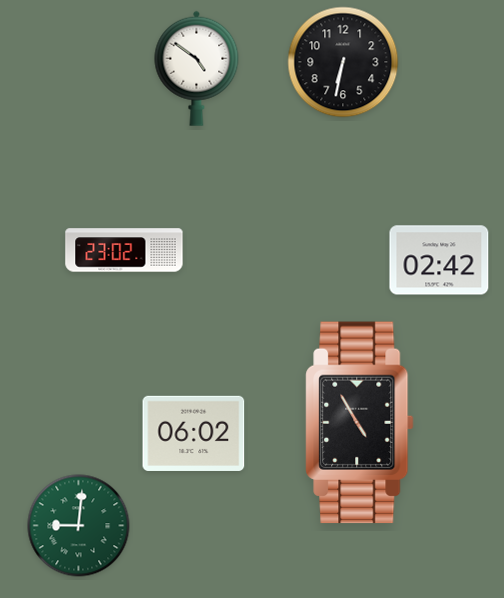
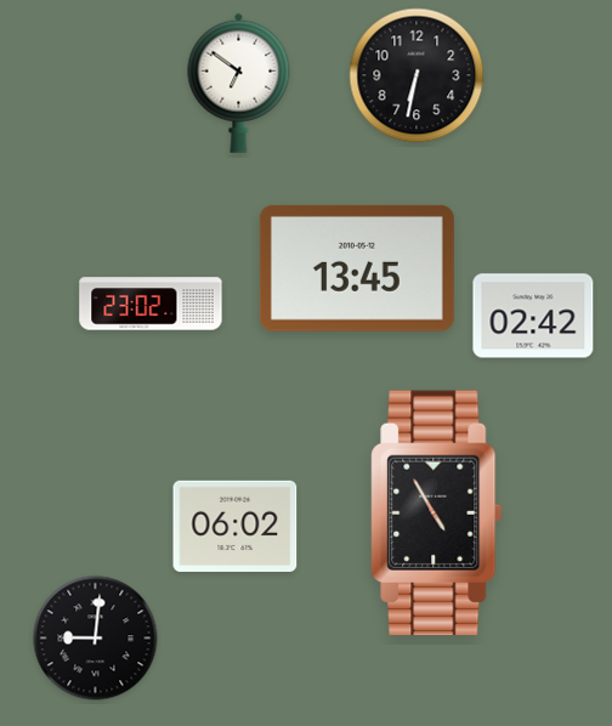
clock at (197, 68): 4:51 -> 6:51
clock at (357, 268): none -> 13:45
clock at (79, 526) dial: green -> black
